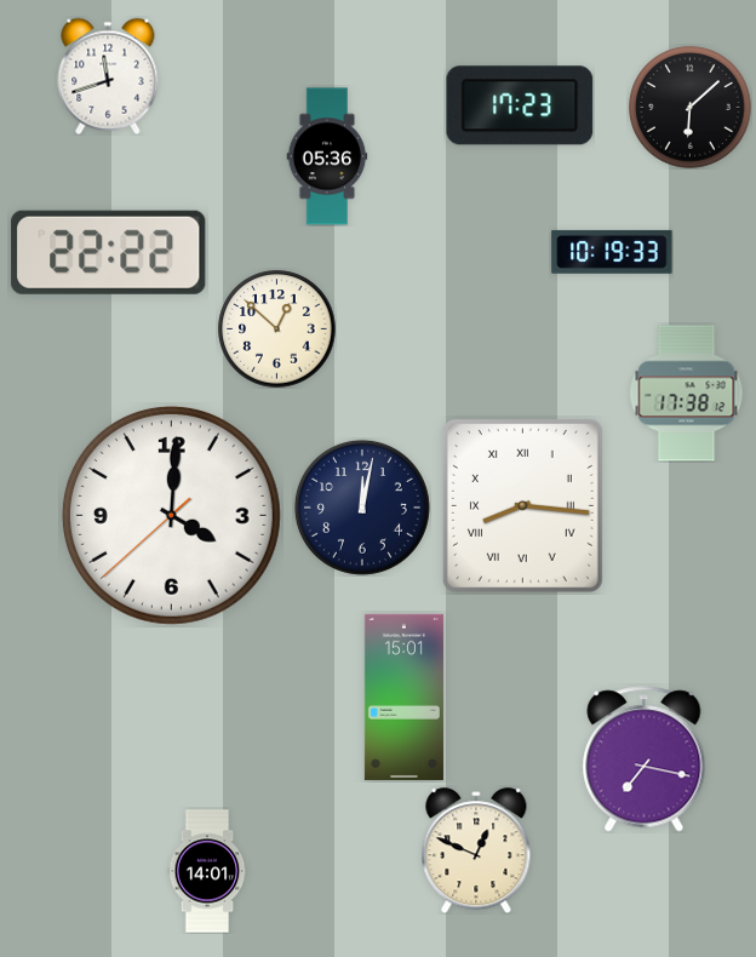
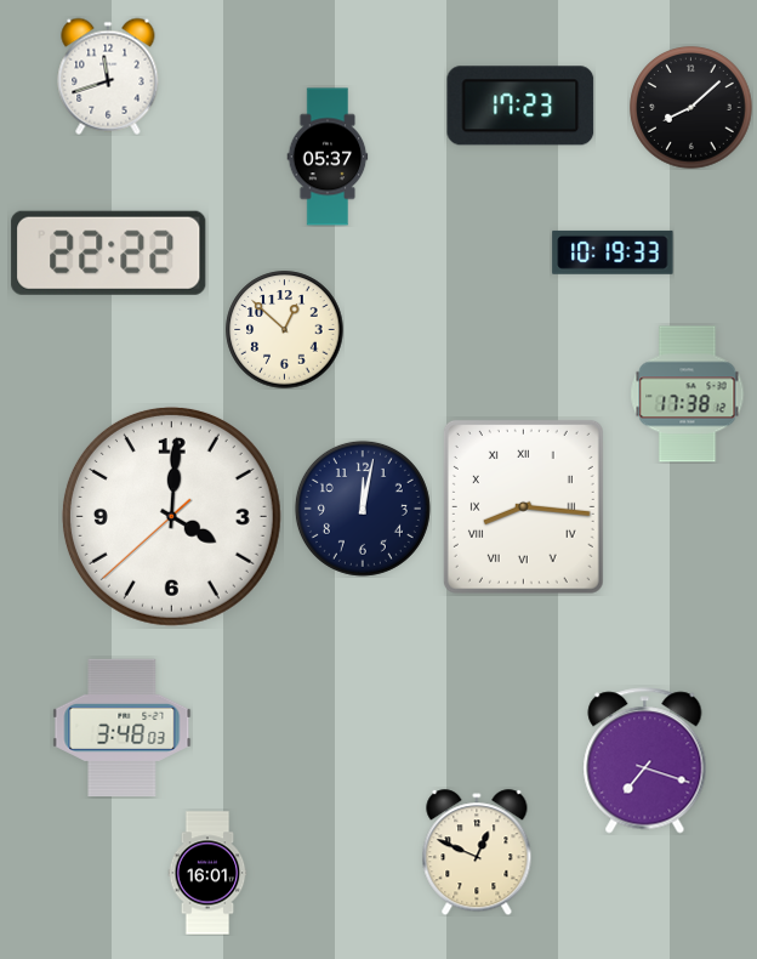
clock at (691, 108): 6:08 -> 8:08
clock at (327, 156): 05:36 -> 05:37
clock at (277, 329) position: (277, 329) -> (285, 330)
clock at (403, 697): 15:01 -> none
clock at (123, 727): none -> 3:48
clock at (645, 760): 7:17 -> 7:18
clock at (207, 871): 14:01 -> 16:01
